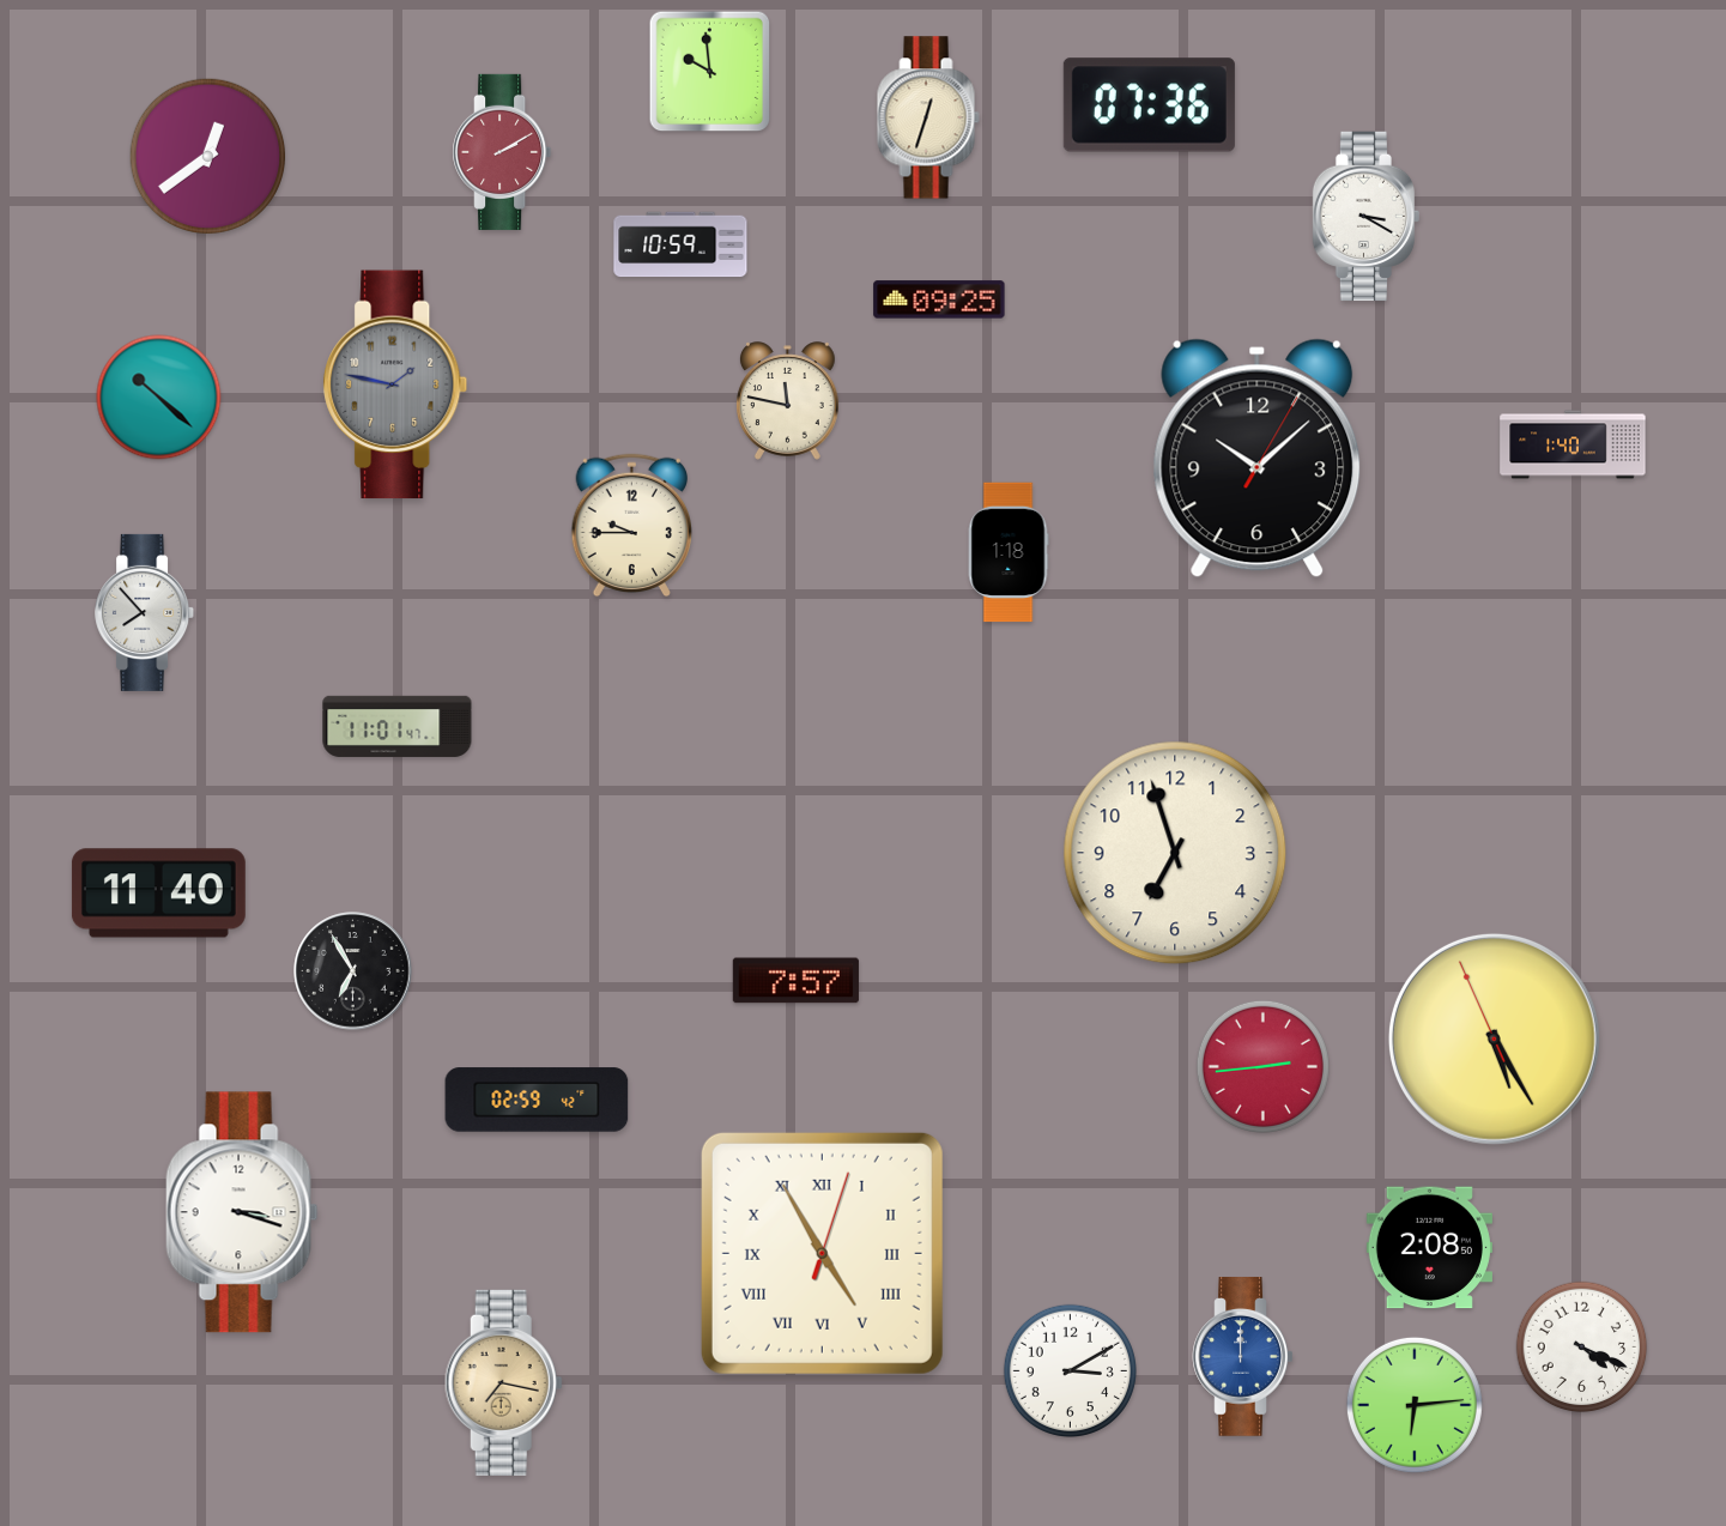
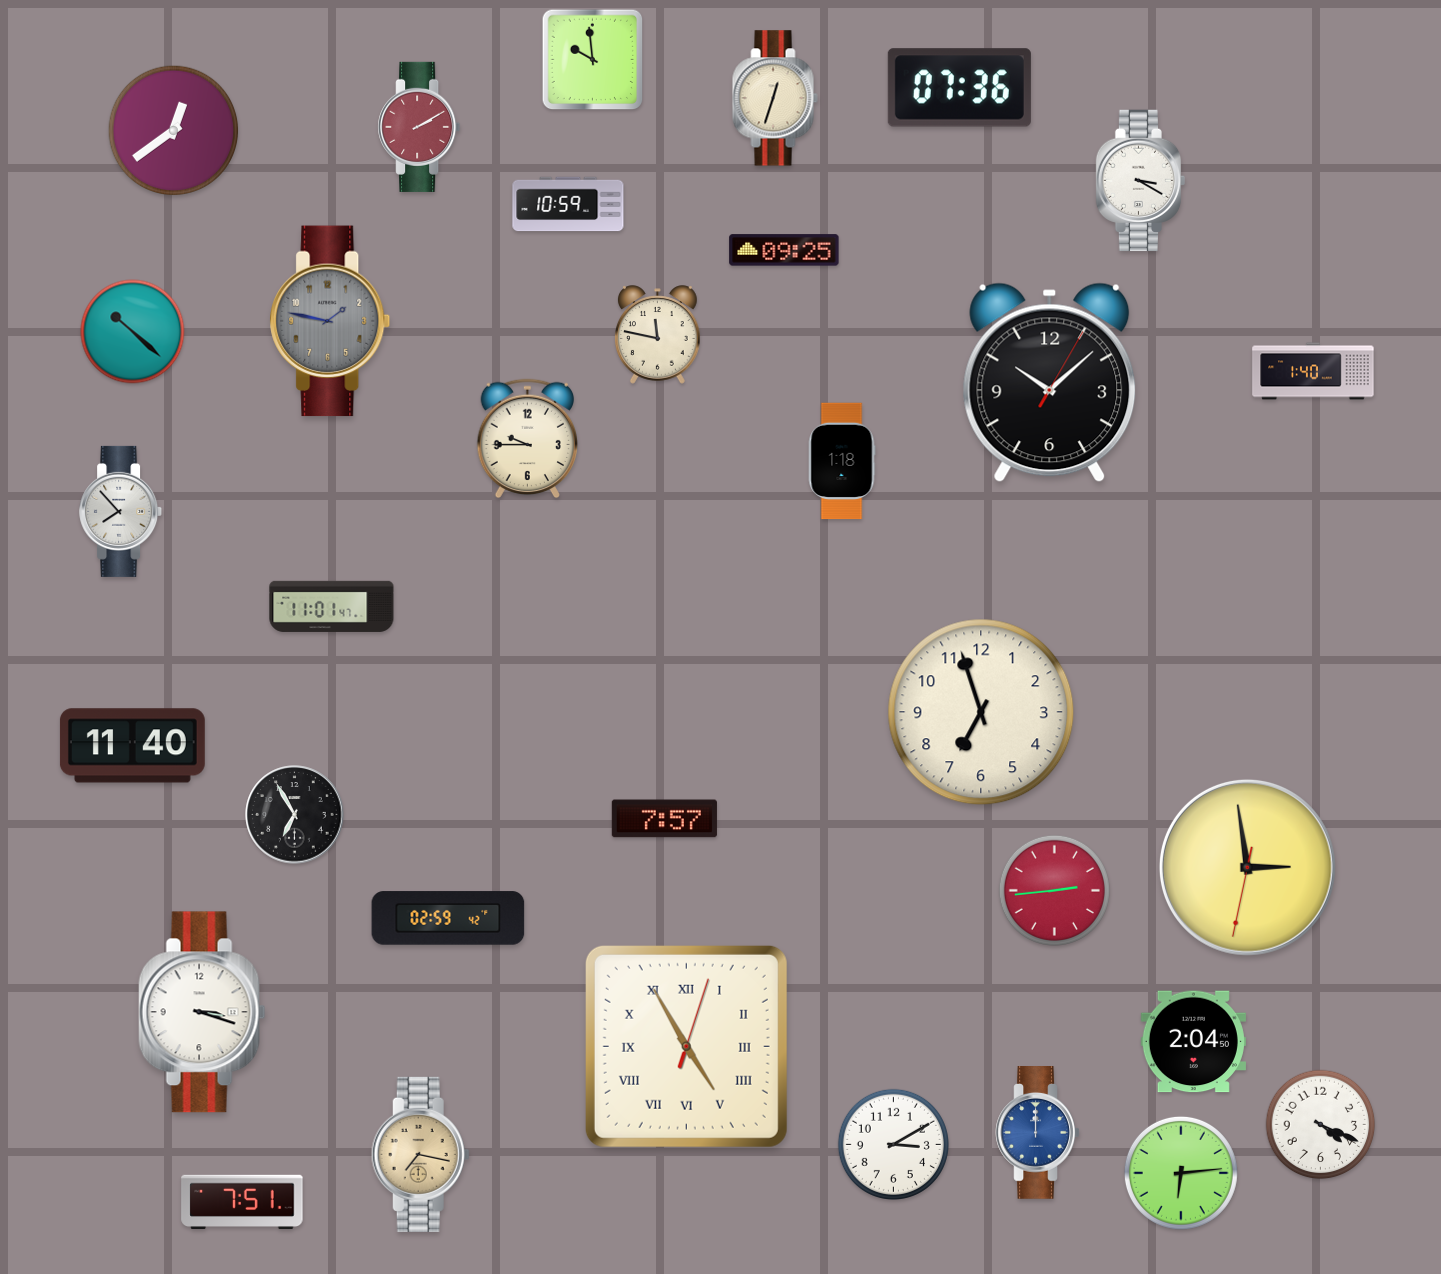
clock at (353, 971) position: (353, 971) -> (295, 815)
clock at (1494, 1038): 5:24 -> 2:58
clock at (1429, 1248): 2:08 -> 2:04
clock at (242, 1202): none -> 7:51
